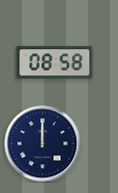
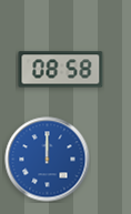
clock at (43, 144) dial: navy -> blue
